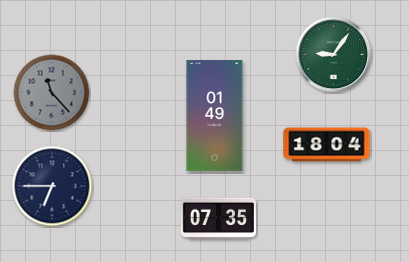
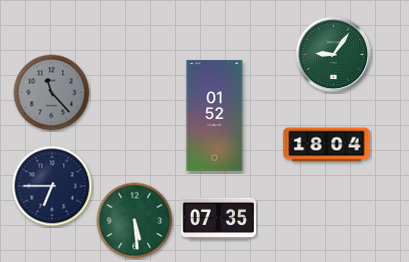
clock at (215, 116): 01:49 -> 01:52
clock at (135, 221): none -> 5:29
